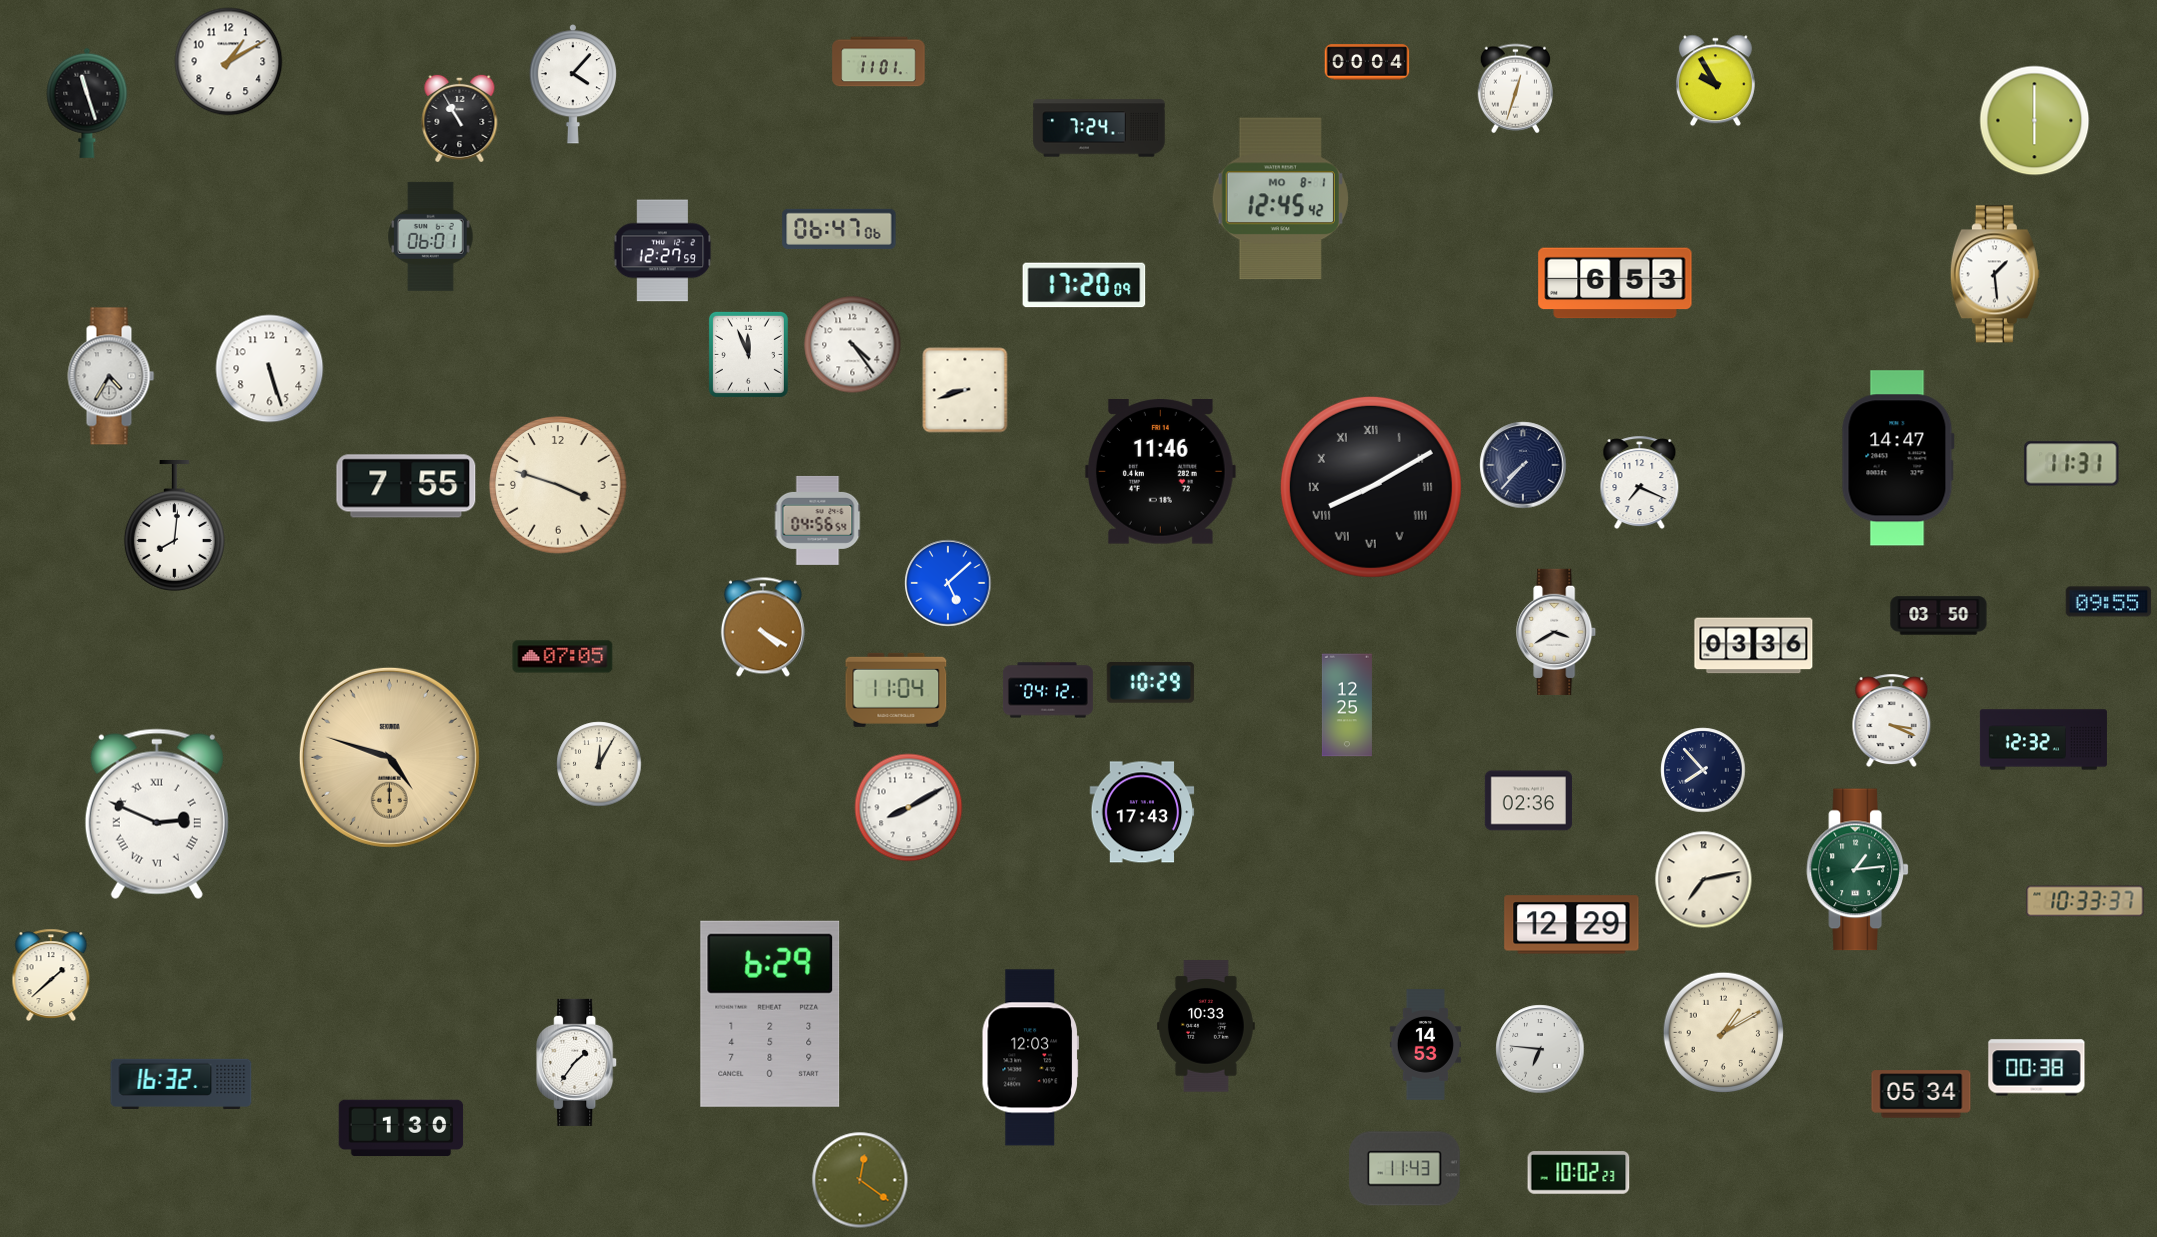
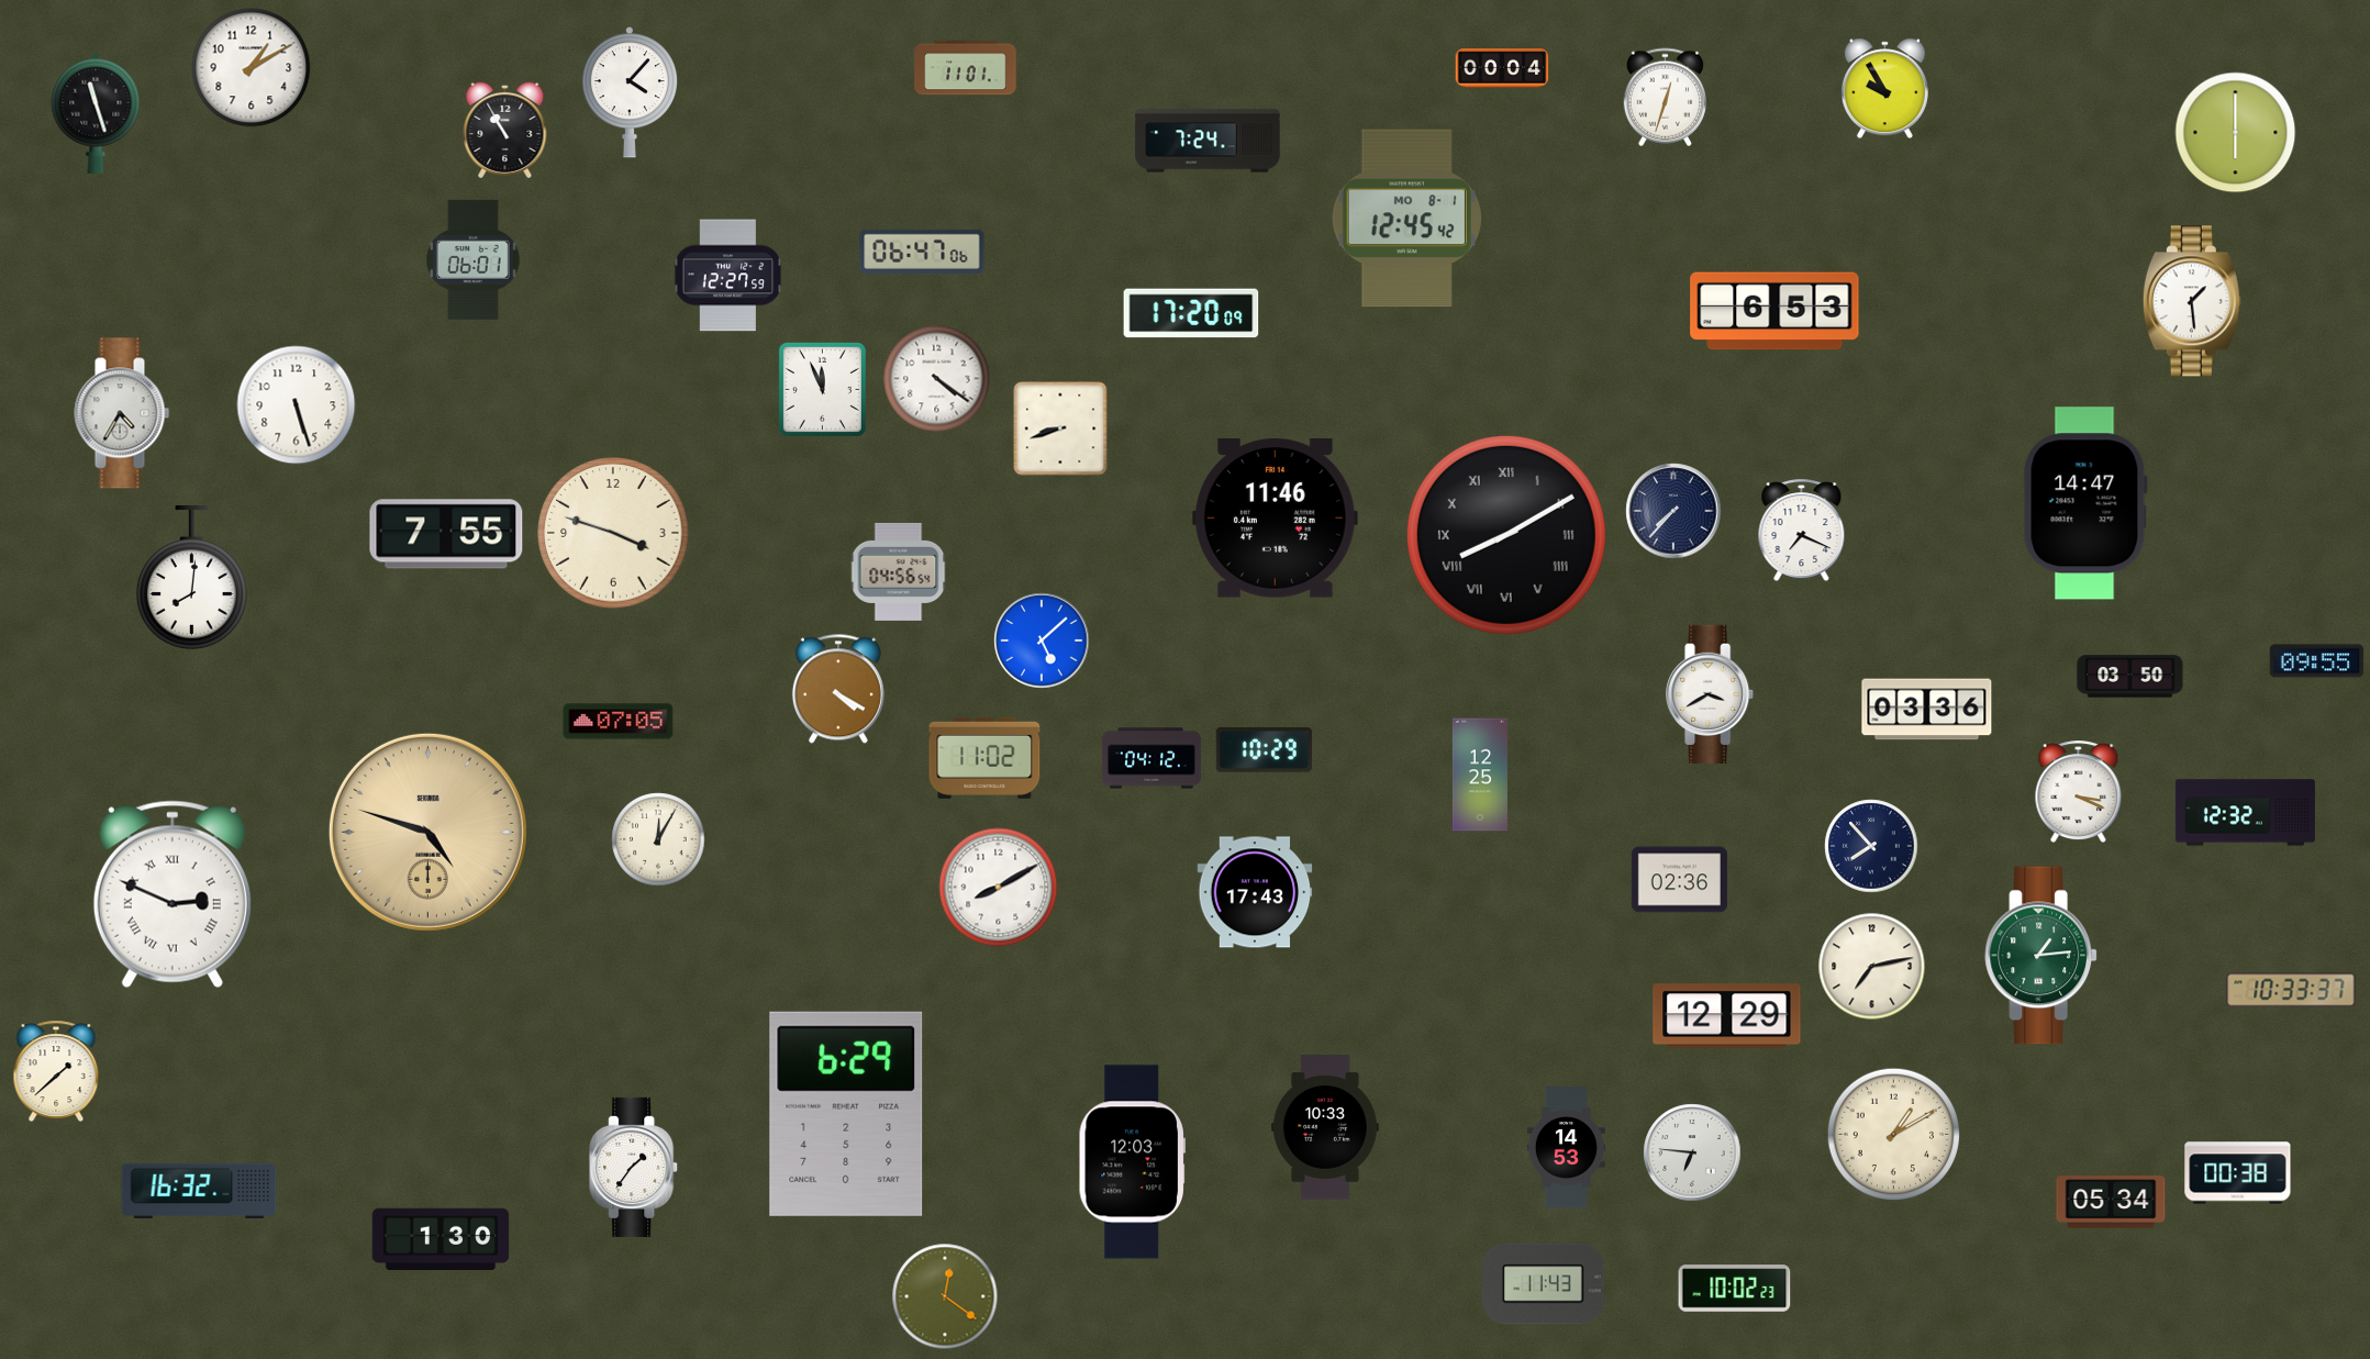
clock at (853, 345): 4:24 -> 4:21
clock at (2072, 464): 11:31 -> none
clock at (896, 690): 11:04 -> 11:02
